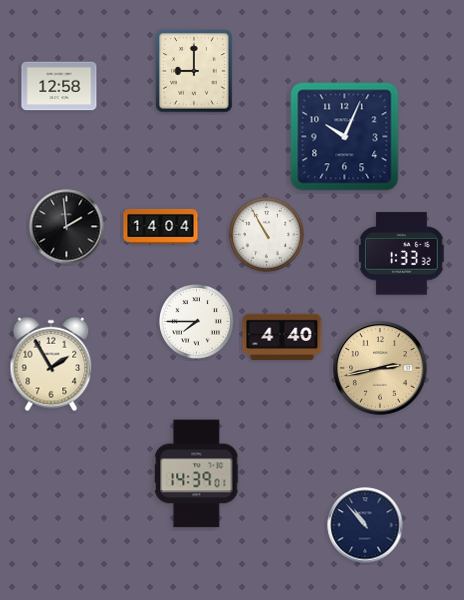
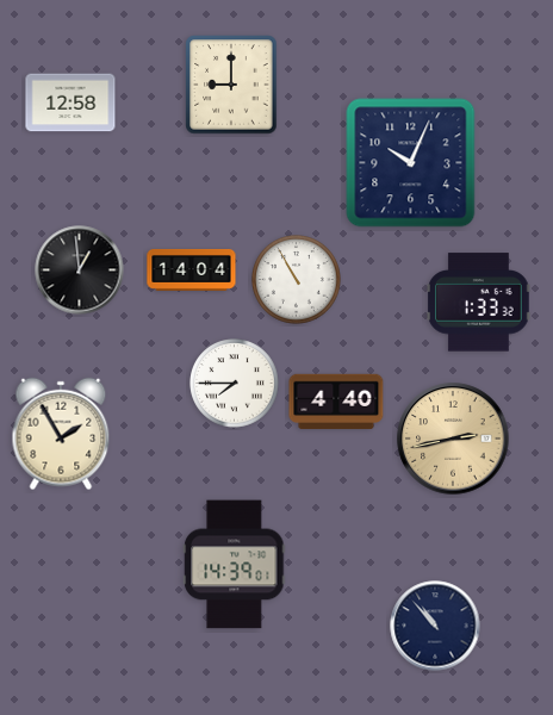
clock at (67, 227): 1:59 -> 12:59
clock at (267, 235) position: (267, 235) -> (297, 280)
